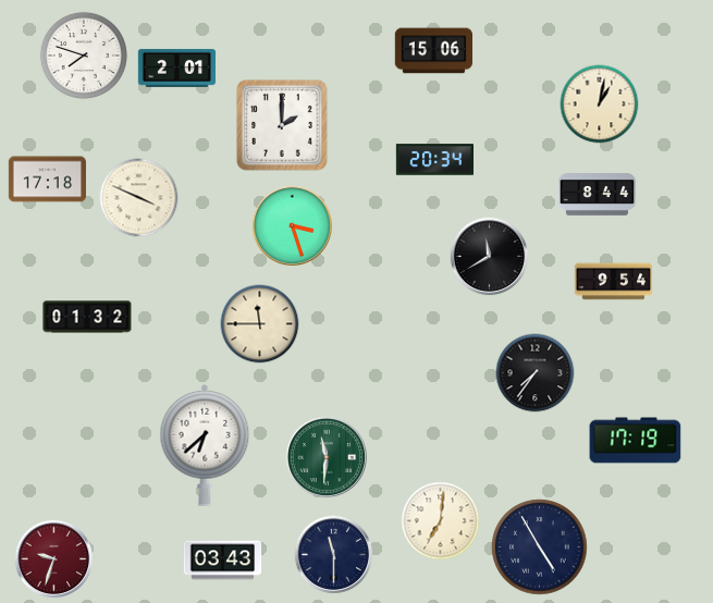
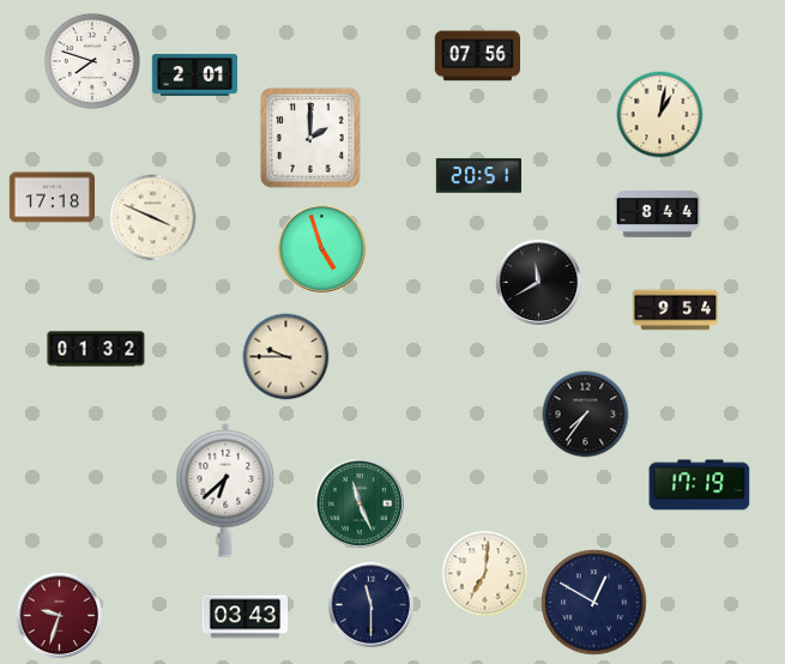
clock at (433, 51): 15:06 -> 07:56
clock at (435, 160): 20:34 -> 20:51
clock at (292, 225): 3:27 -> 4:57
clock at (260, 324): 11:45 -> 9:45
clock at (536, 373) position: (536, 373) -> (586, 415)
clock at (327, 457): 11:31 -> 11:26
clock at (540, 547): 4:55 -> 12:50
clock at (334, 555) position: (334, 555) -> (372, 605)
